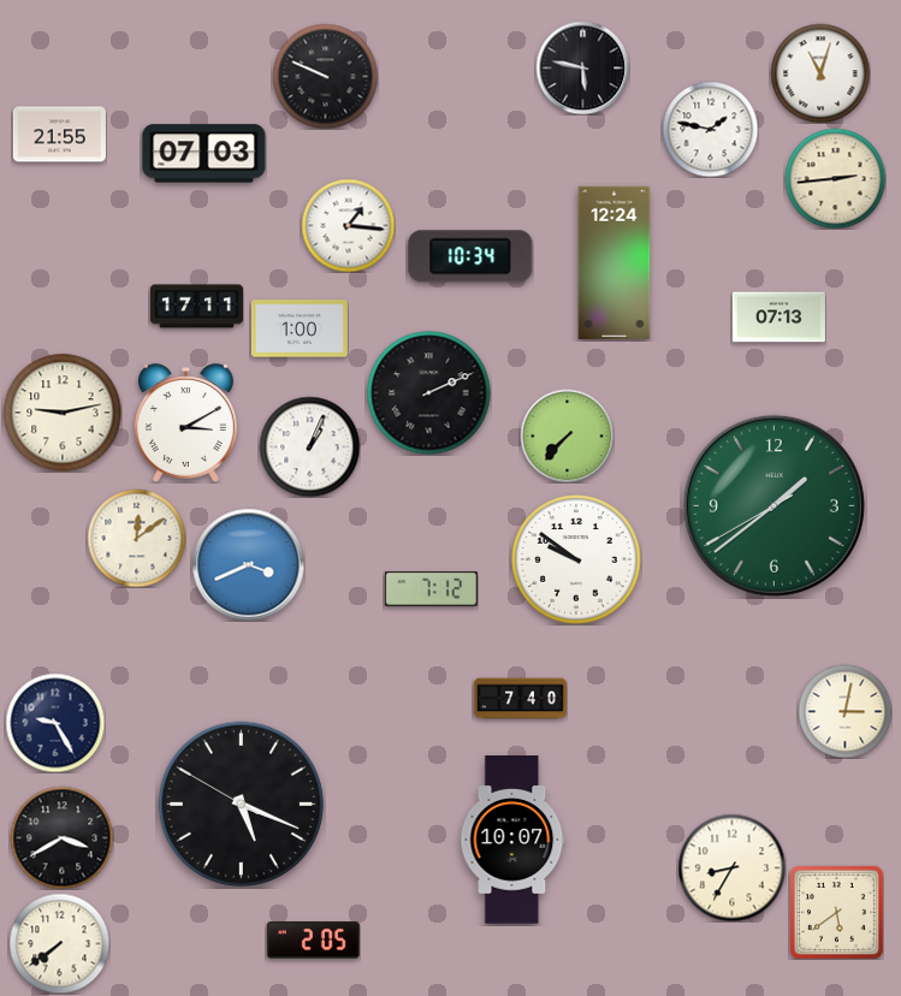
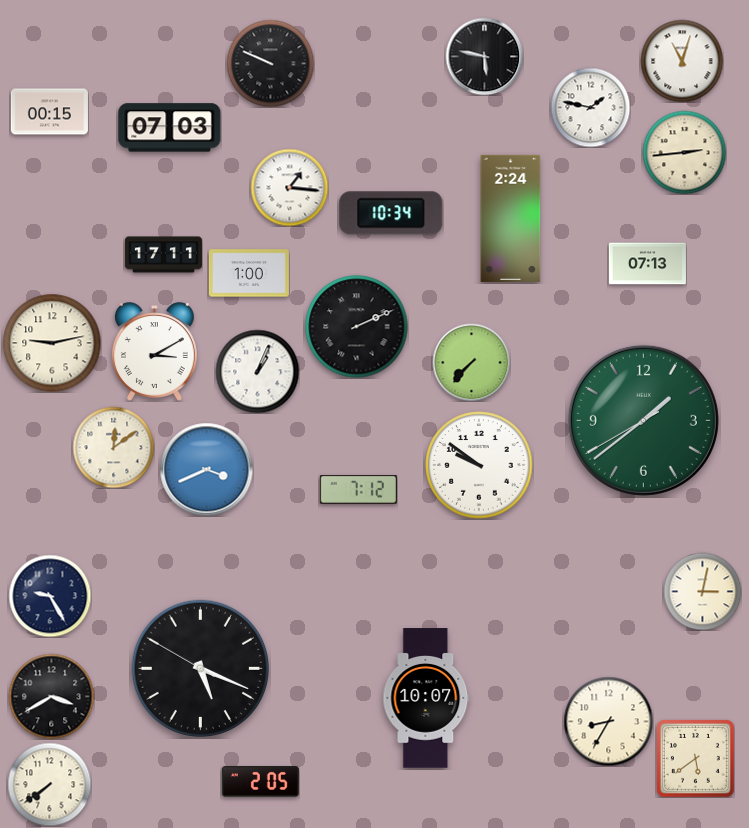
clock at (59, 135): 21:55 -> 00:15
clock at (835, 178) position: (835, 178) -> (684, 152)
clock at (615, 262): 12:24 -> 2:24
clock at (520, 699): 7:40 -> none
clock at (55, 723) position: (55, 723) -> (50, 596)
